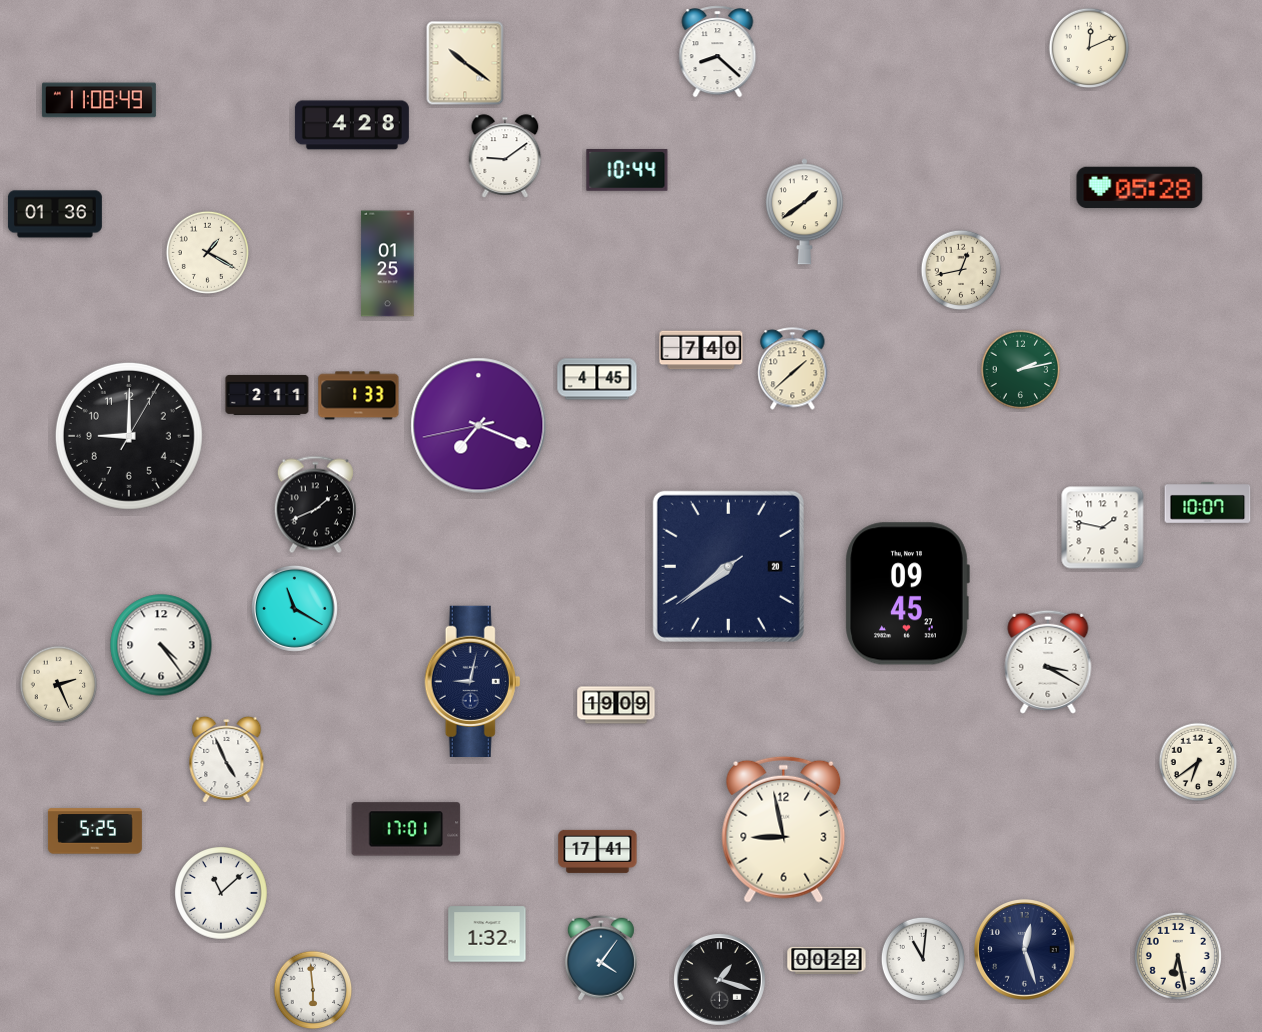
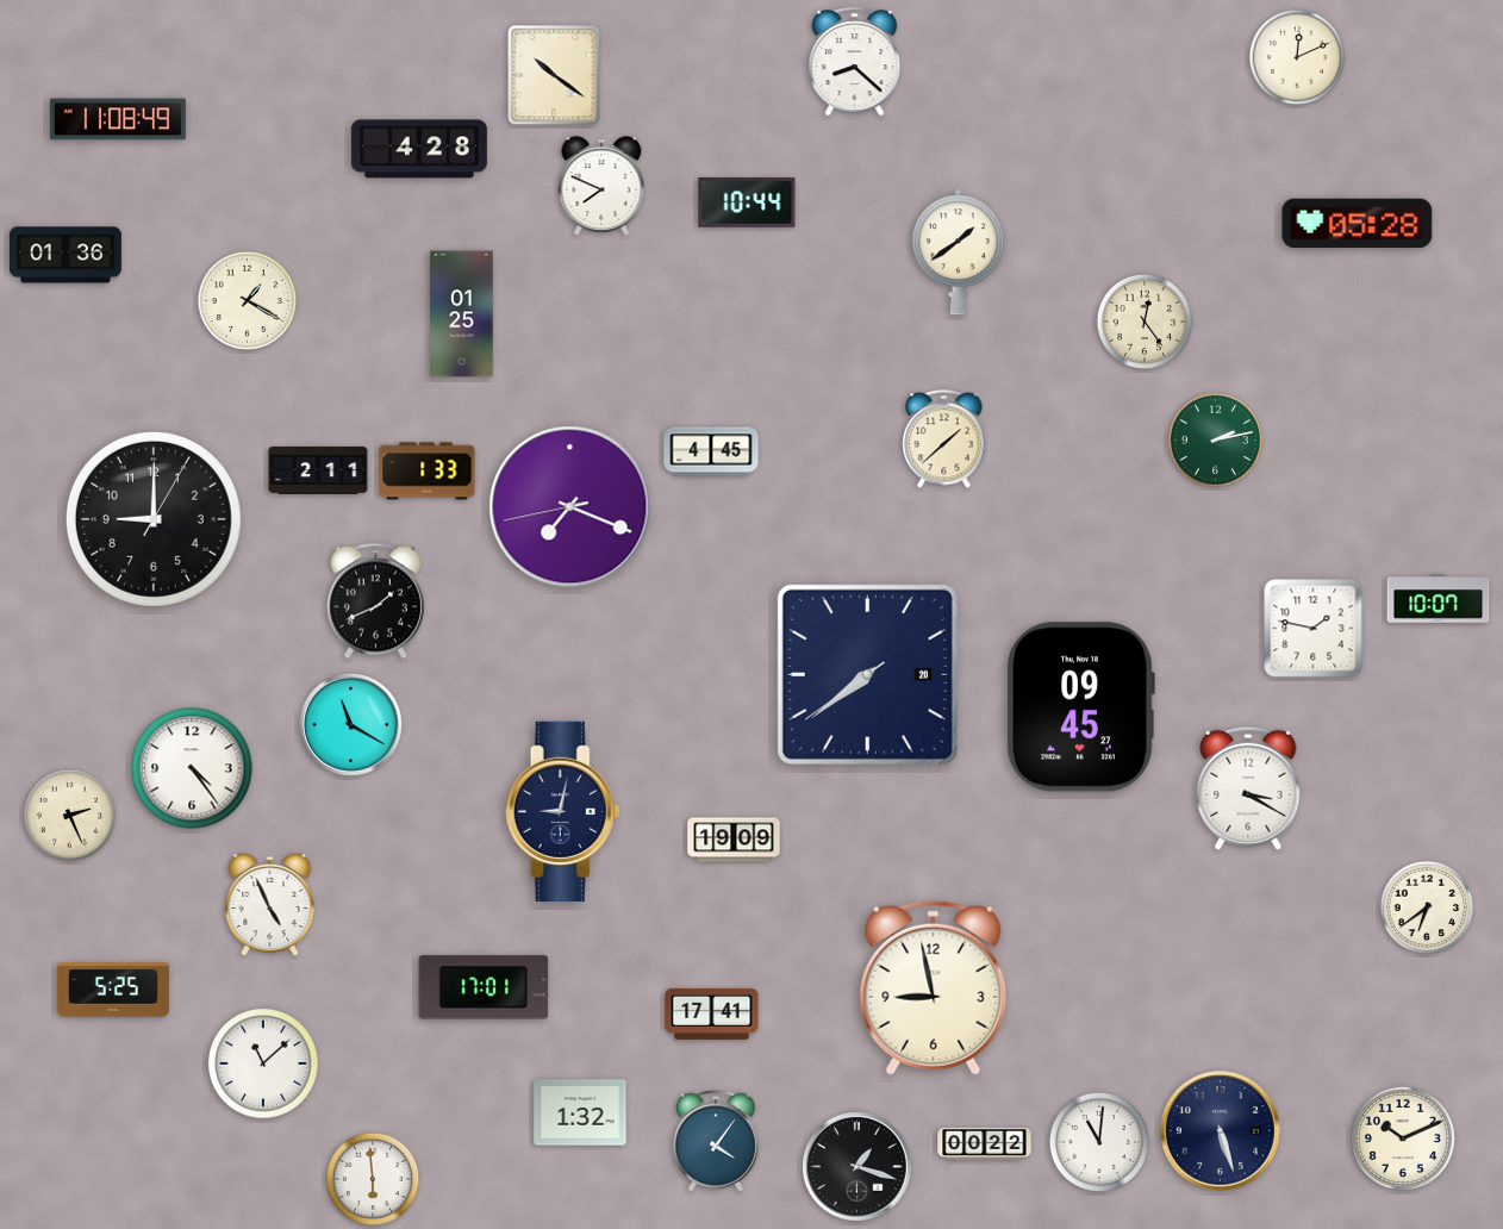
clock at (505, 156): 9:09 -> 7:49
clock at (961, 270): 12:43 -> 12:24
clock at (701, 350): 7:40 -> none
clock at (1025, 950): 12:27 -> 5:27
clock at (1178, 956): 6:28 -> 10:11
